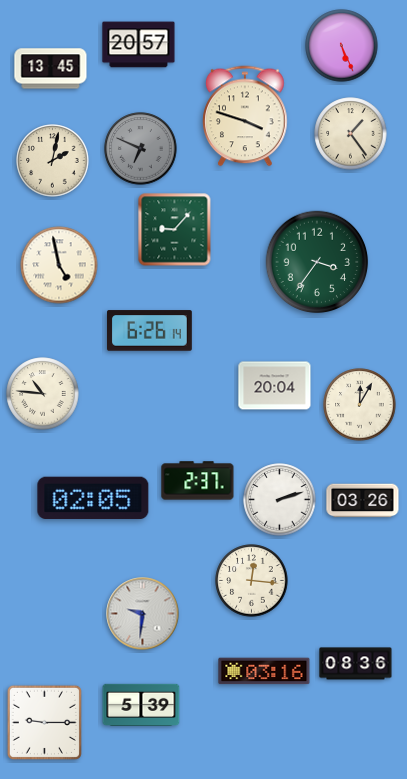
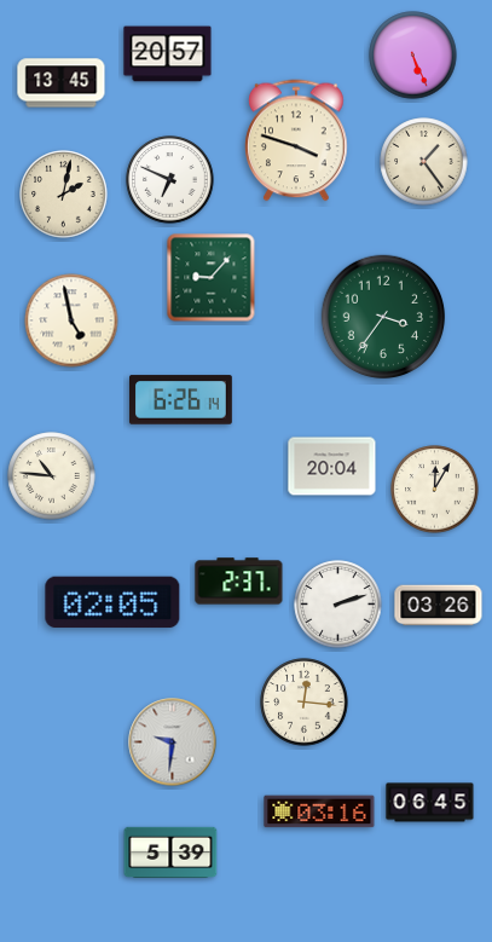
clock at (141, 149) dial: grey -> white
clock at (356, 664): 08:36 -> 06:45
clock at (44, 722): 9:15 -> none
